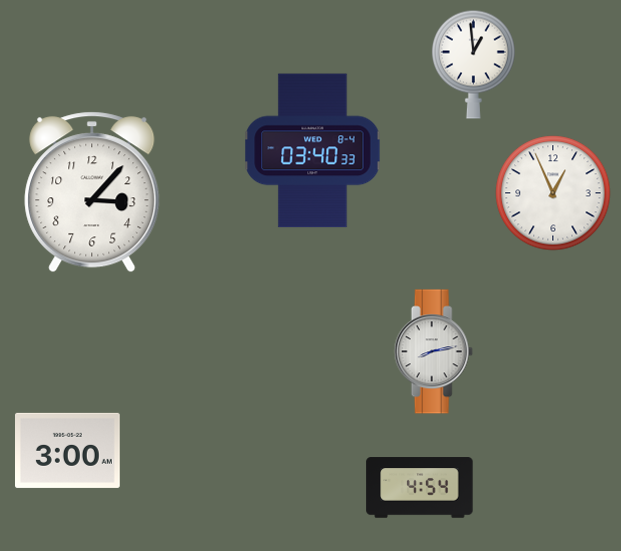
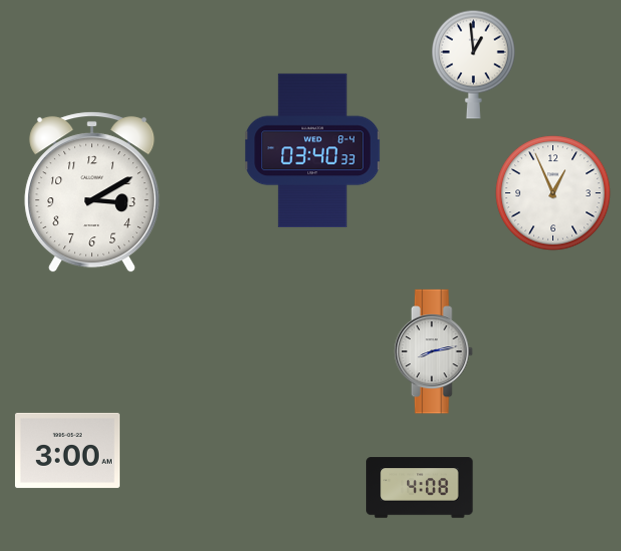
clock at (92, 192): 3:07 -> 3:10
clock at (420, 488): 4:54 -> 4:08
